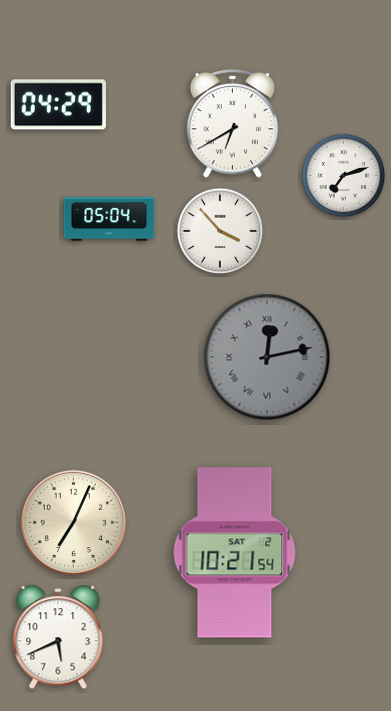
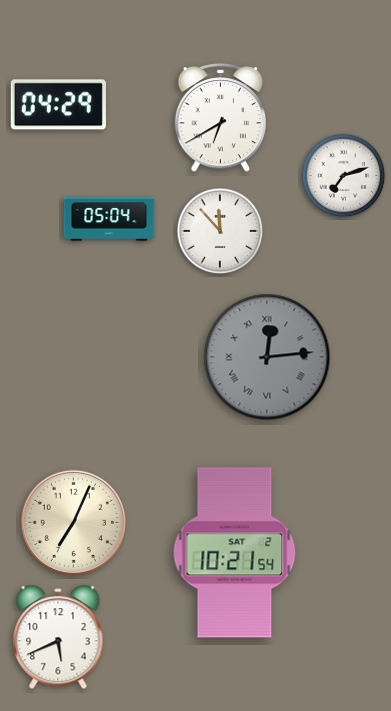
clock at (233, 124) position: (233, 124) -> (221, 118)
clock at (220, 231): 3:53 -> 11:53
clock at (267, 357): 12:13 -> 12:14
